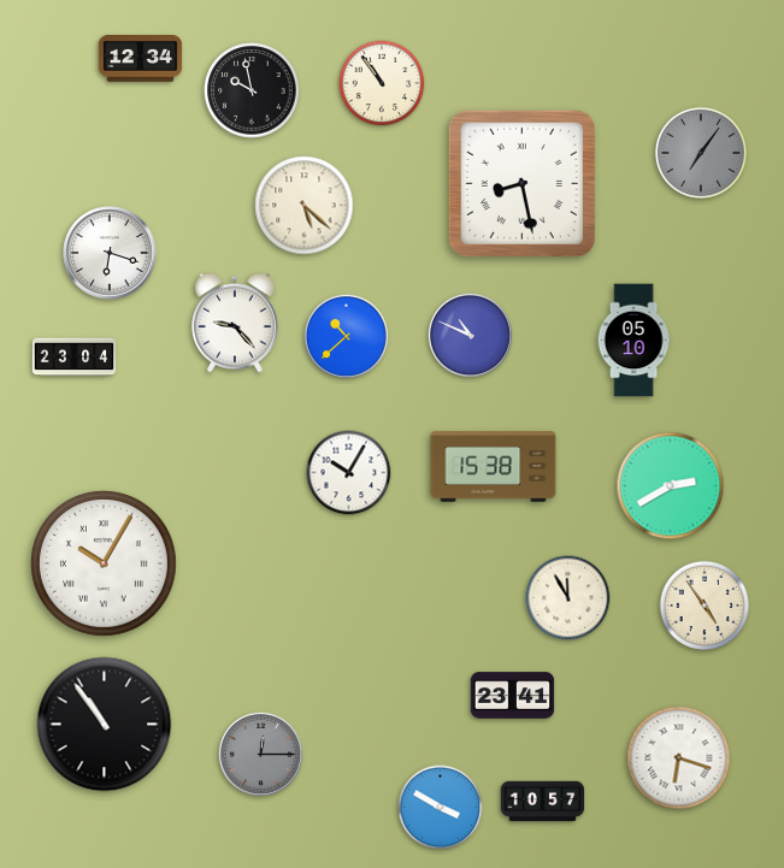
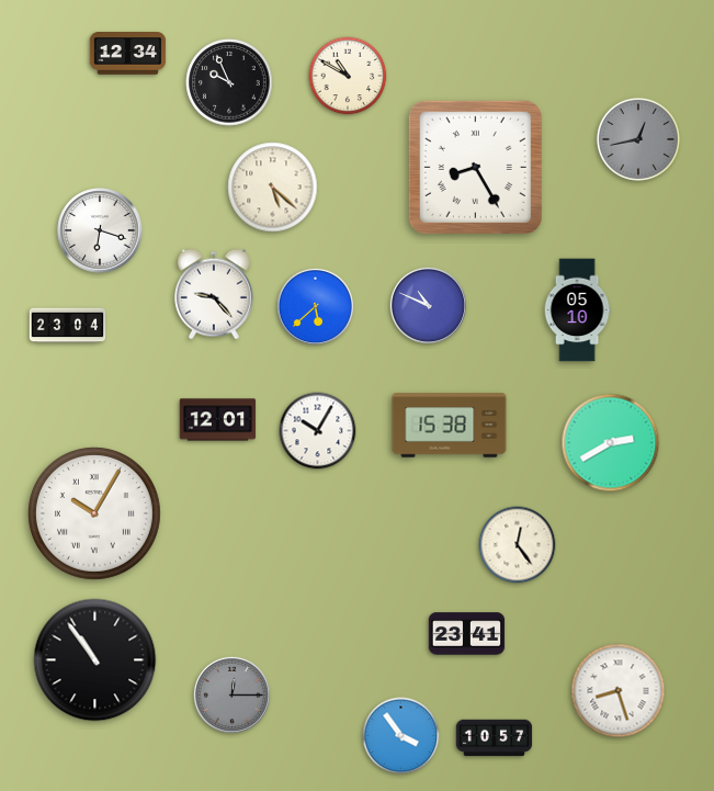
clock at (382, 83): 10:54 -> 10:50
clock at (252, 90): 9:58 -> 9:56
clock at (701, 153): 7:06 -> 12:43
clock at (521, 183): 8:28 -> 8:25
clock at (305, 206) position: (305, 206) -> (273, 188)
clock at (346, 336): 10:38 -> 5:38
clock at (218, 420): none -> 12:01
clock at (568, 598): 11:55 -> 12:24
clock at (703, 604): 4:54 -> none
clock at (260, 754) position: (260, 754) -> (231, 694)
clock at (679, 758): 6:18 -> 8:27
clock at (543, 802) position: (543, 802) -> (495, 738)
clock at (441, 808): 3:50 -> 3:54
